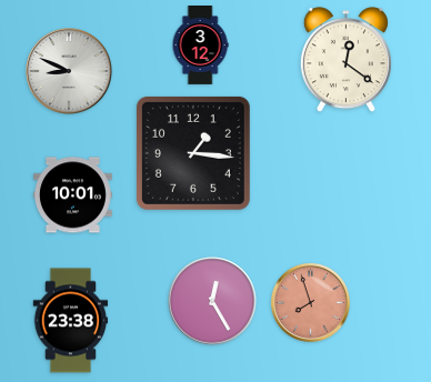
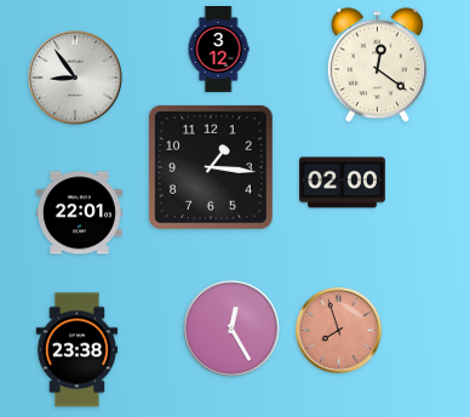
clock at (69, 71): 8:49 -> 8:54
clock at (342, 183): none -> 02:00
clock at (72, 195): 10:01 -> 22:01
